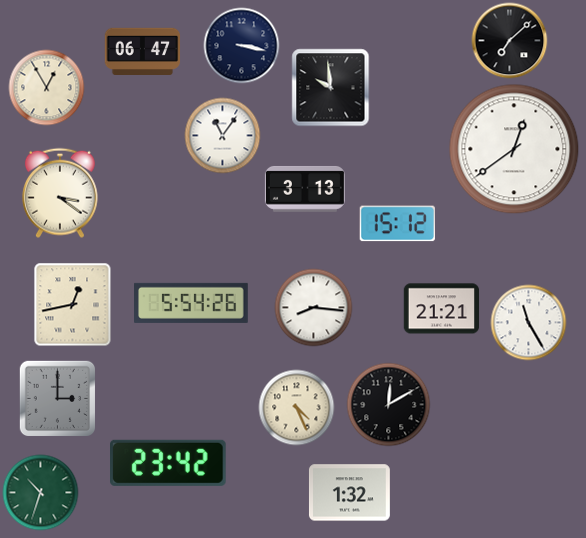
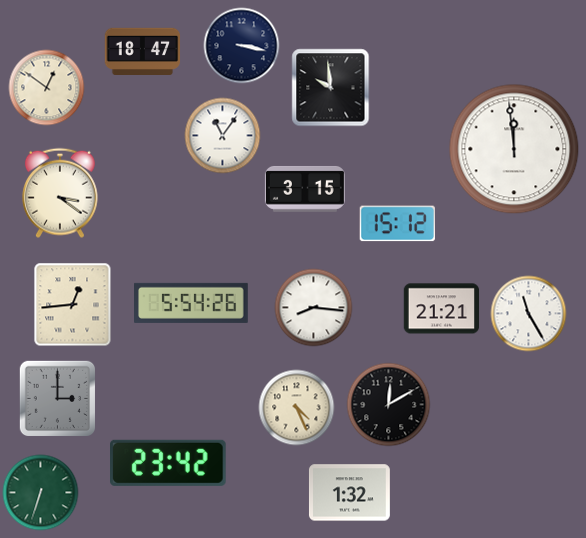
clock at (510, 41): 7:08 -> none
clock at (143, 51): 06:47 -> 18:47
clock at (47, 88): 12:55 -> 12:51
clock at (514, 149): 12:39 -> 11:59
clock at (305, 189): 3:13 -> 3:15
clock at (73, 305): 12:43 -> 12:44
clock at (529, 323) position: (529, 323) -> (529, 314)
clock at (41, 493): 10:33 -> 6:33
